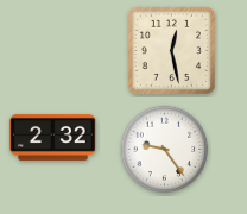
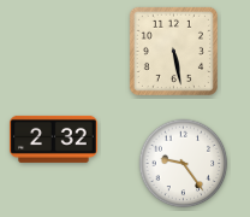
clock at (171, 50): 12:28 -> 5:28
clock at (165, 150) position: (165, 150) -> (184, 164)
